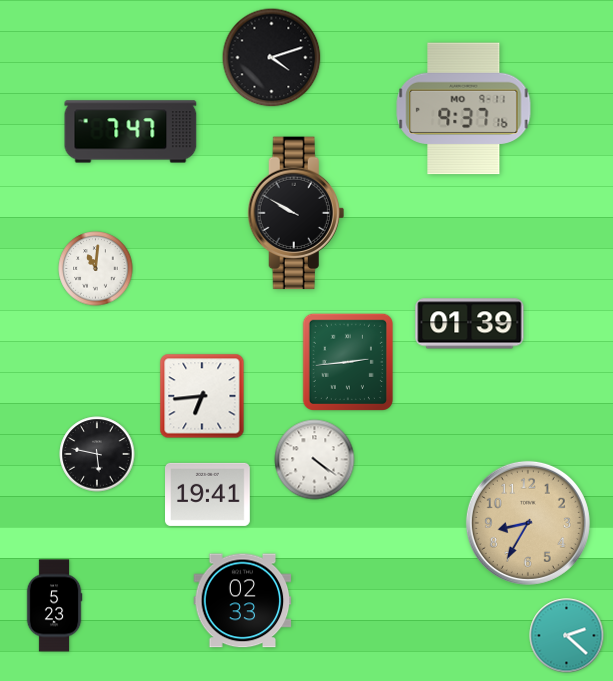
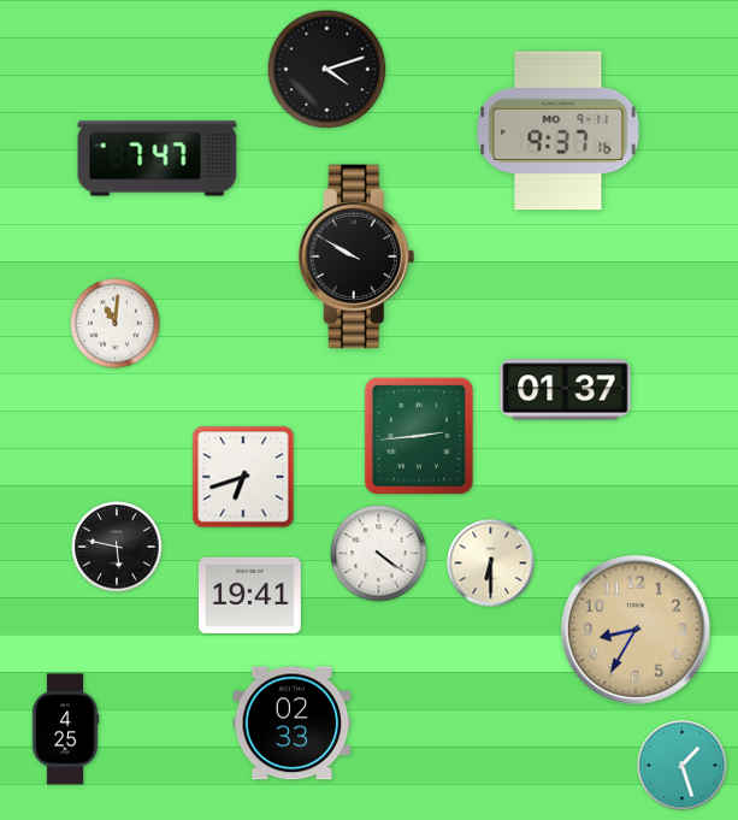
clock at (470, 324): 01:39 -> 01:37
clock at (202, 396): 6:44 -> 6:42
clock at (491, 564): none -> 6:30
clock at (54, 606): 5:23 -> 4:25
clock at (567, 636): 2:22 -> 1:27
